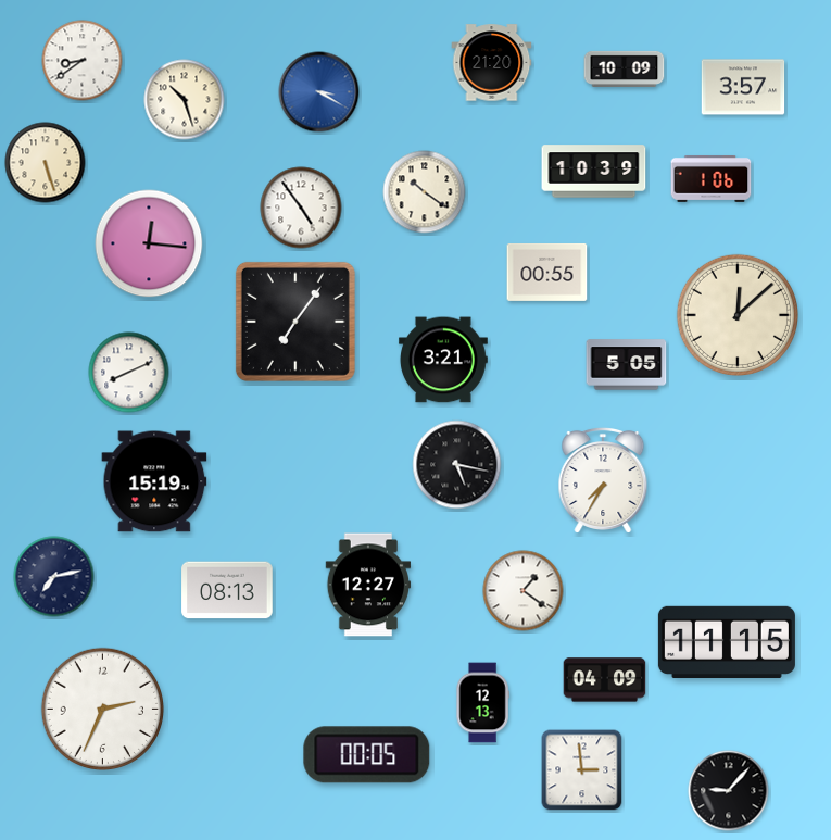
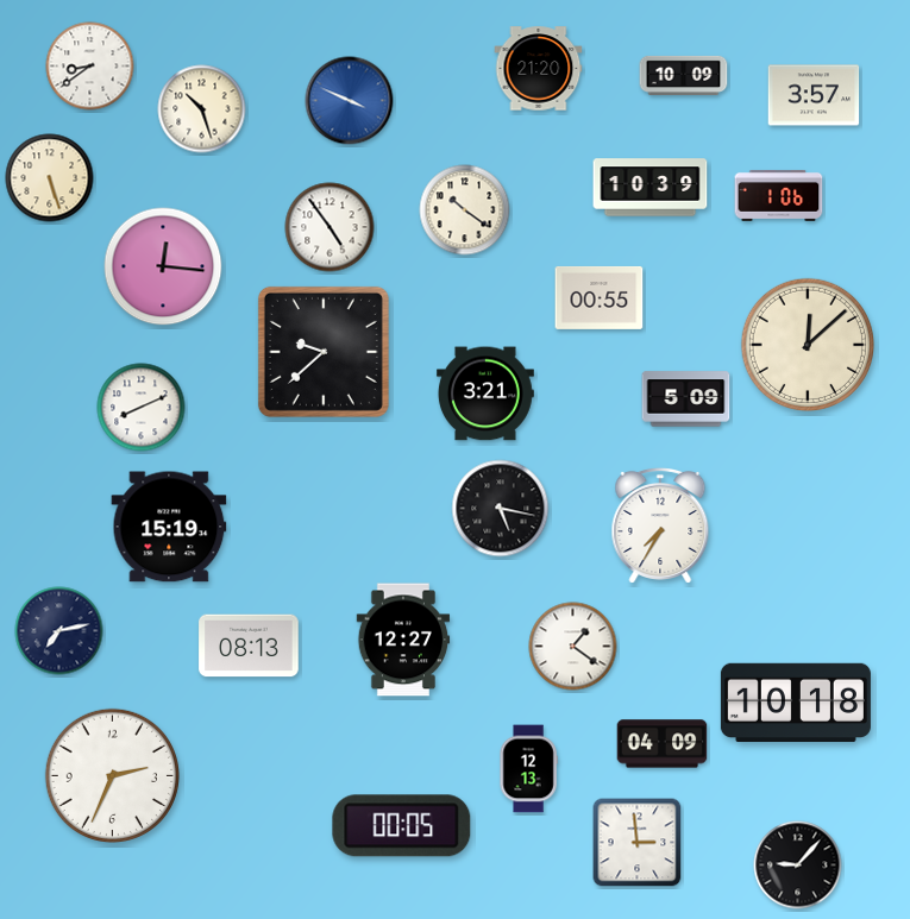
clock at (319, 92): 3:20 -> 3:49
clock at (295, 322): 7:06 -> 9:38
clock at (627, 365): 5:05 -> 5:09
clock at (727, 642): 11:15 -> 10:18
